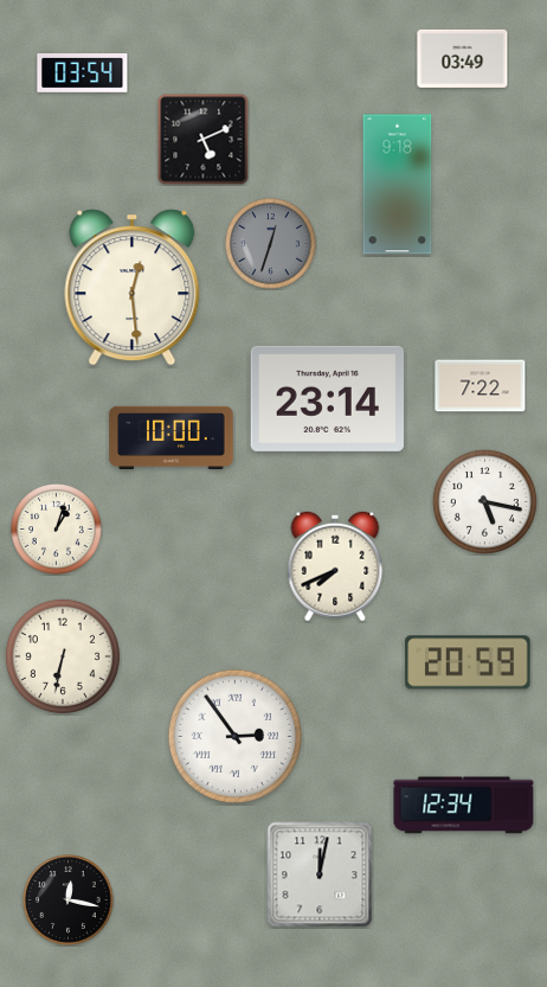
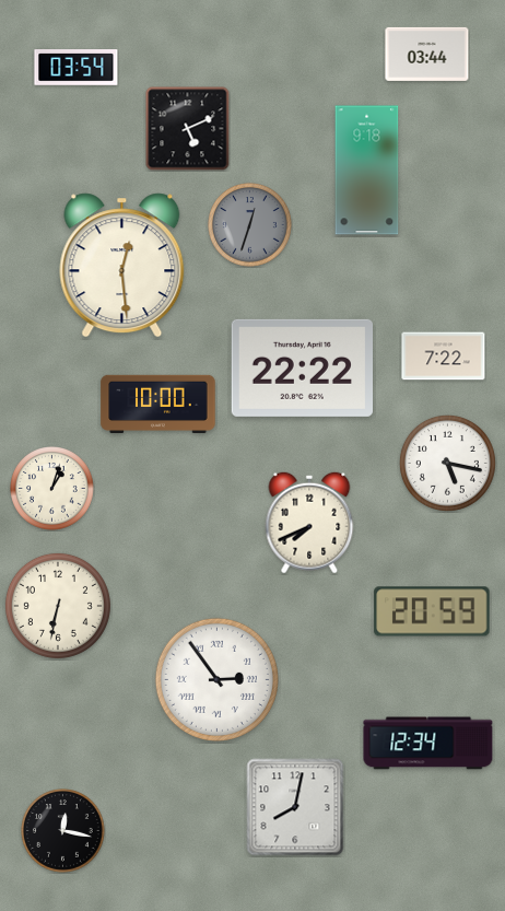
clock at (463, 58): 03:49 -> 03:44
clock at (327, 398): 23:14 -> 22:22
clock at (320, 874): 12:02 -> 8:02
